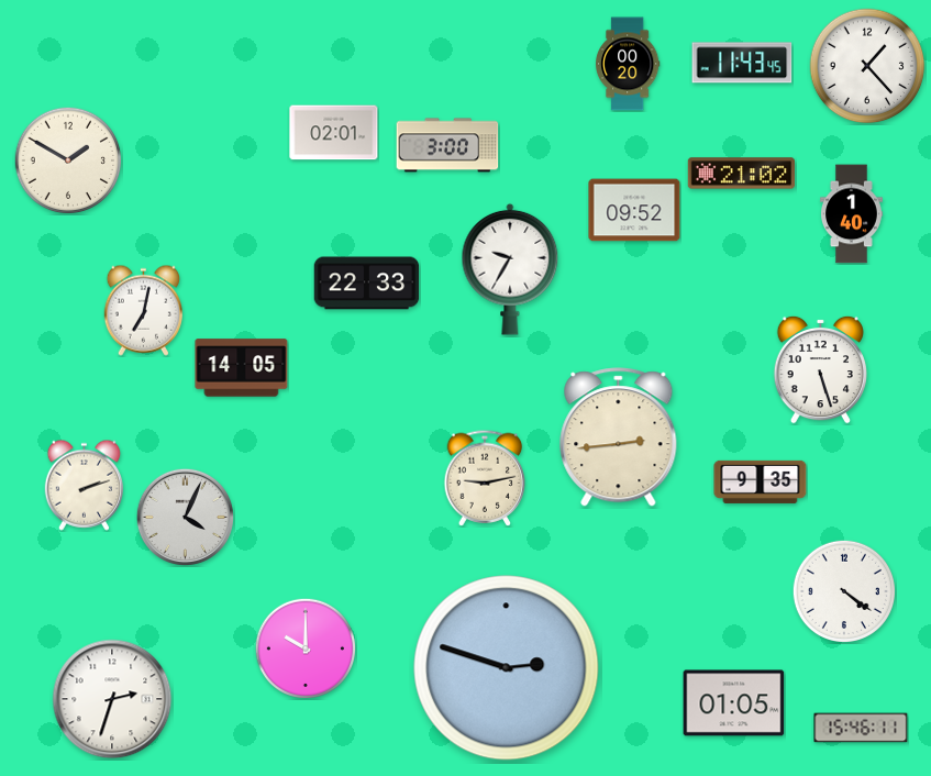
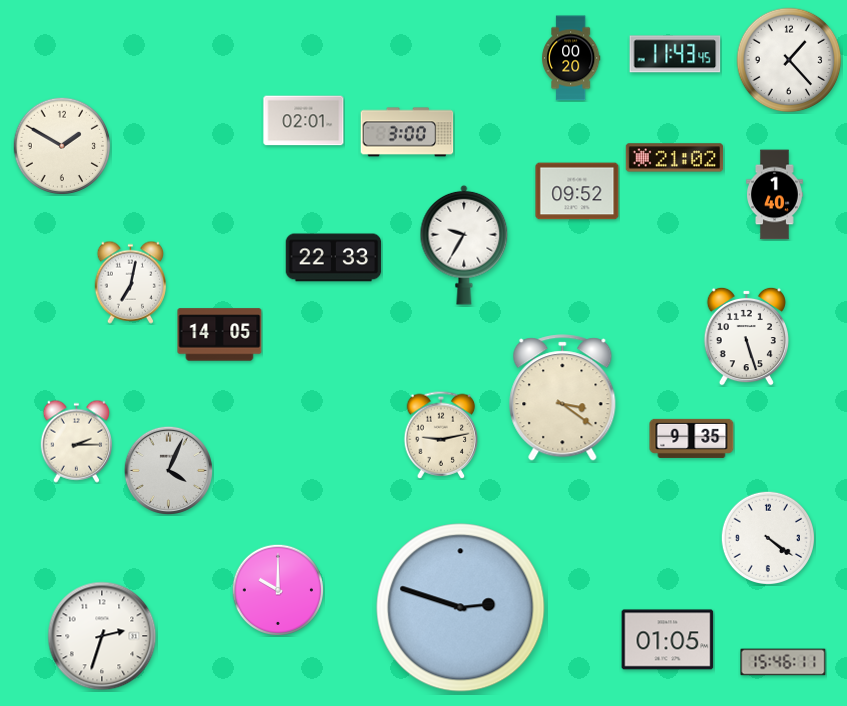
clock at (742, 63) position: (742, 63) -> (675, 54)
clock at (619, 437): 2:44 -> 3:21
clock at (84, 485): 2:12 -> 2:15
